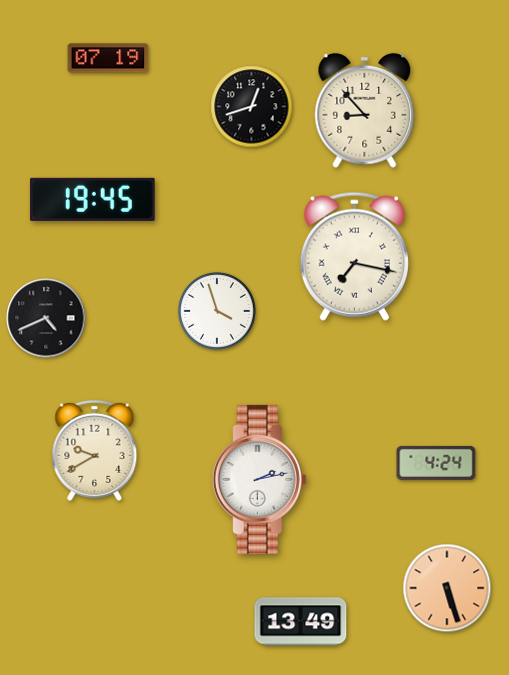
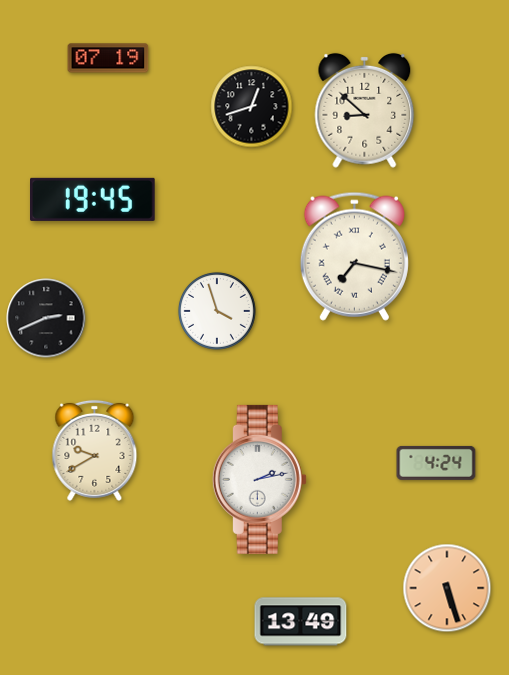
clock at (365, 110): 8:53 -> 8:52
clock at (46, 318): 4:41 -> 2:41
